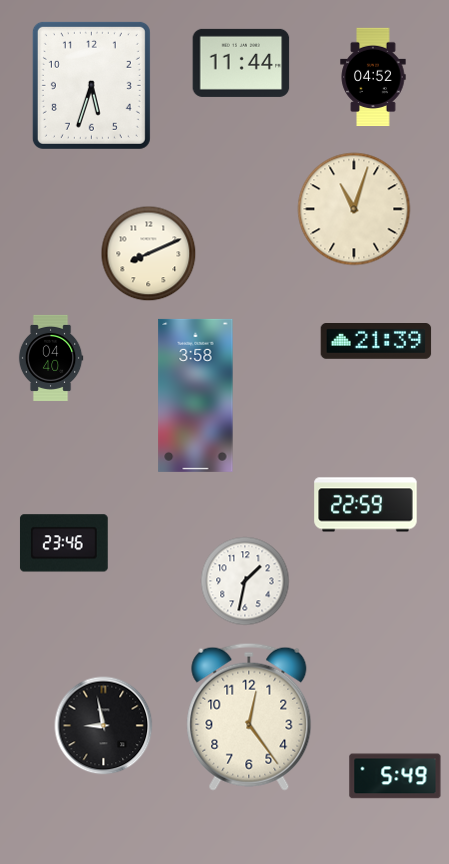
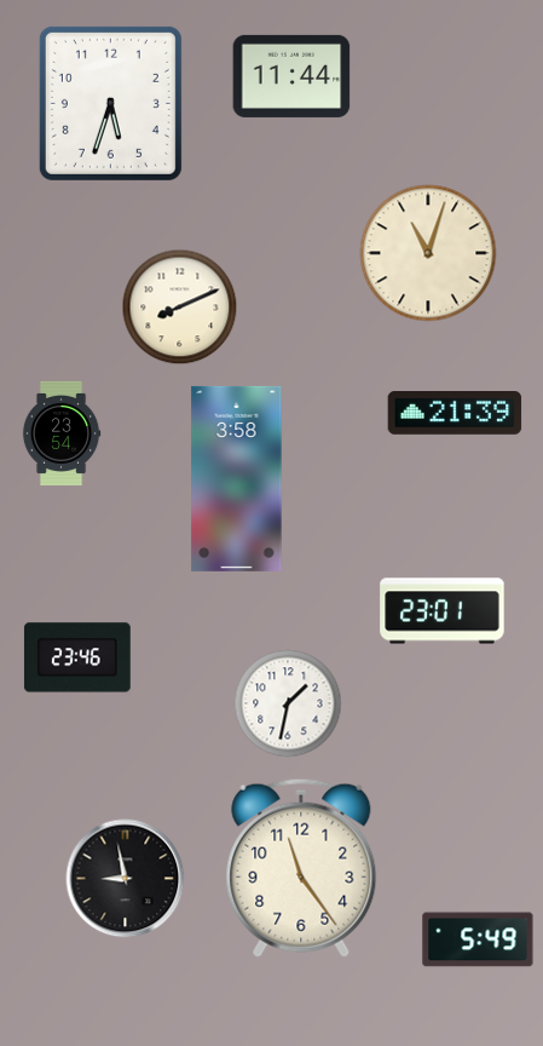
clock at (373, 76): 04:52 -> none
clock at (51, 358): 04:40 -> 23:54
clock at (366, 505): 22:59 -> 23:01
clock at (245, 581) position: (245, 581) -> (288, 703)
clock at (249, 717): 12:24 -> 11:24
